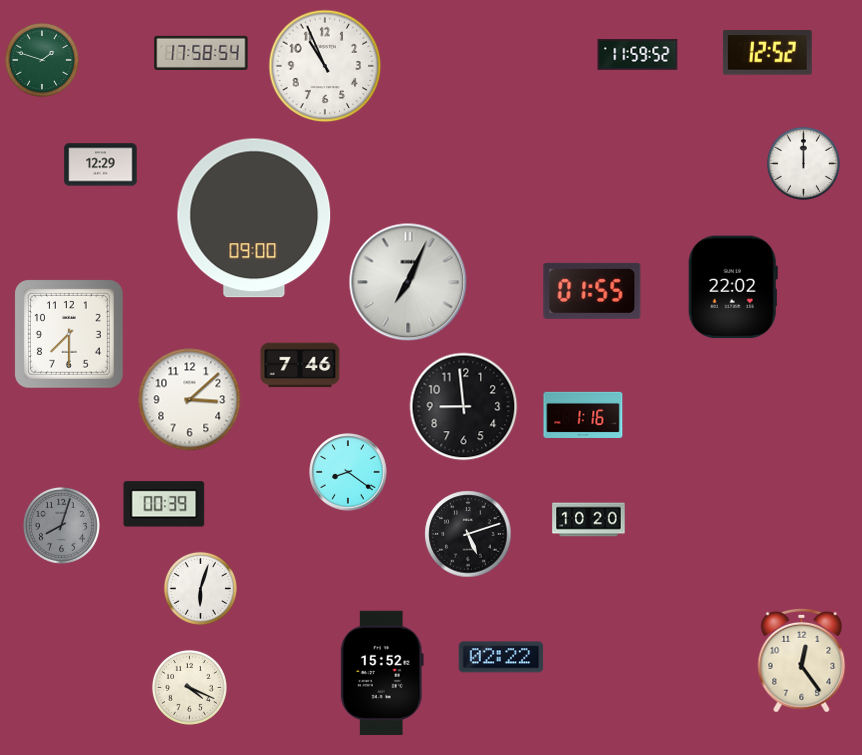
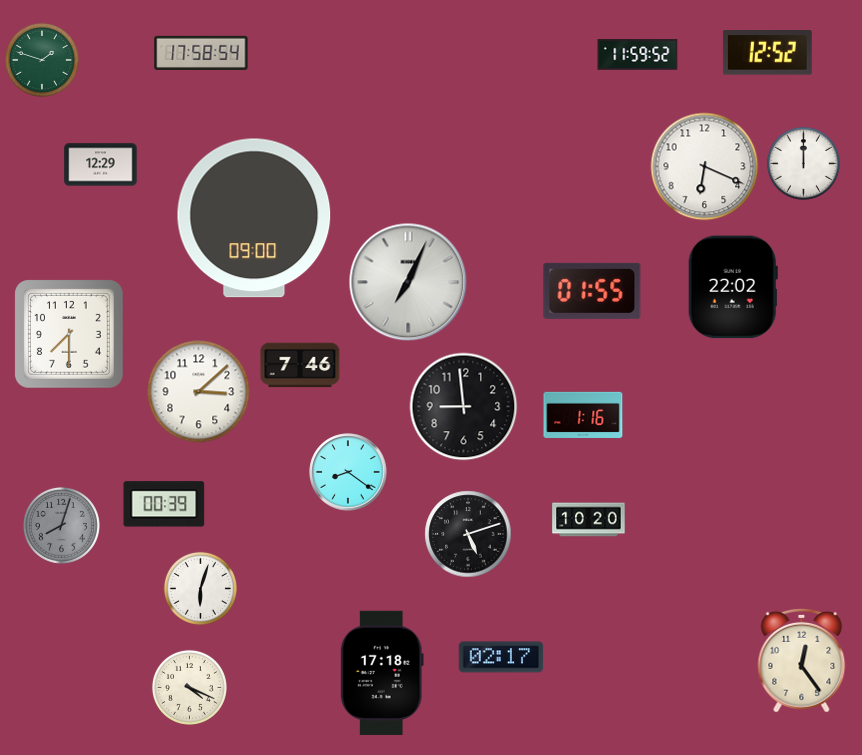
clock at (325, 66): 10:56 -> none
clock at (705, 167): none -> 6:19
clock at (190, 400) position: (190, 400) -> (199, 392)
clock at (501, 657): 02:22 -> 02:17
clock at (382, 673): 15:52 -> 17:18
